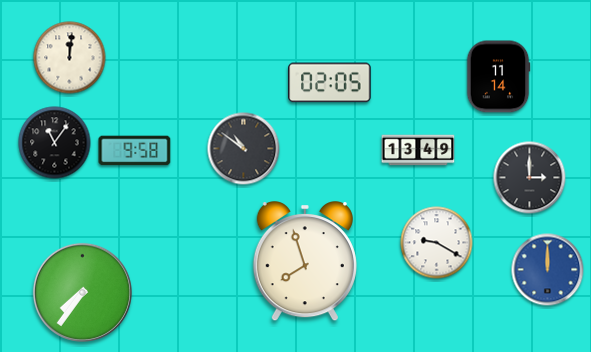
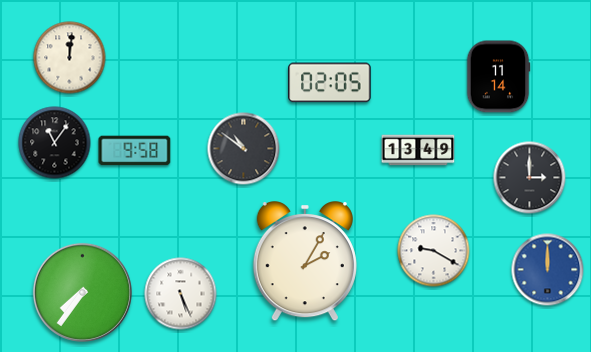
clock at (437, 243) position: (437, 243) -> (434, 251)
clock at (305, 262): 7:57 -> 2:05
clock at (181, 294): none -> 5:26
